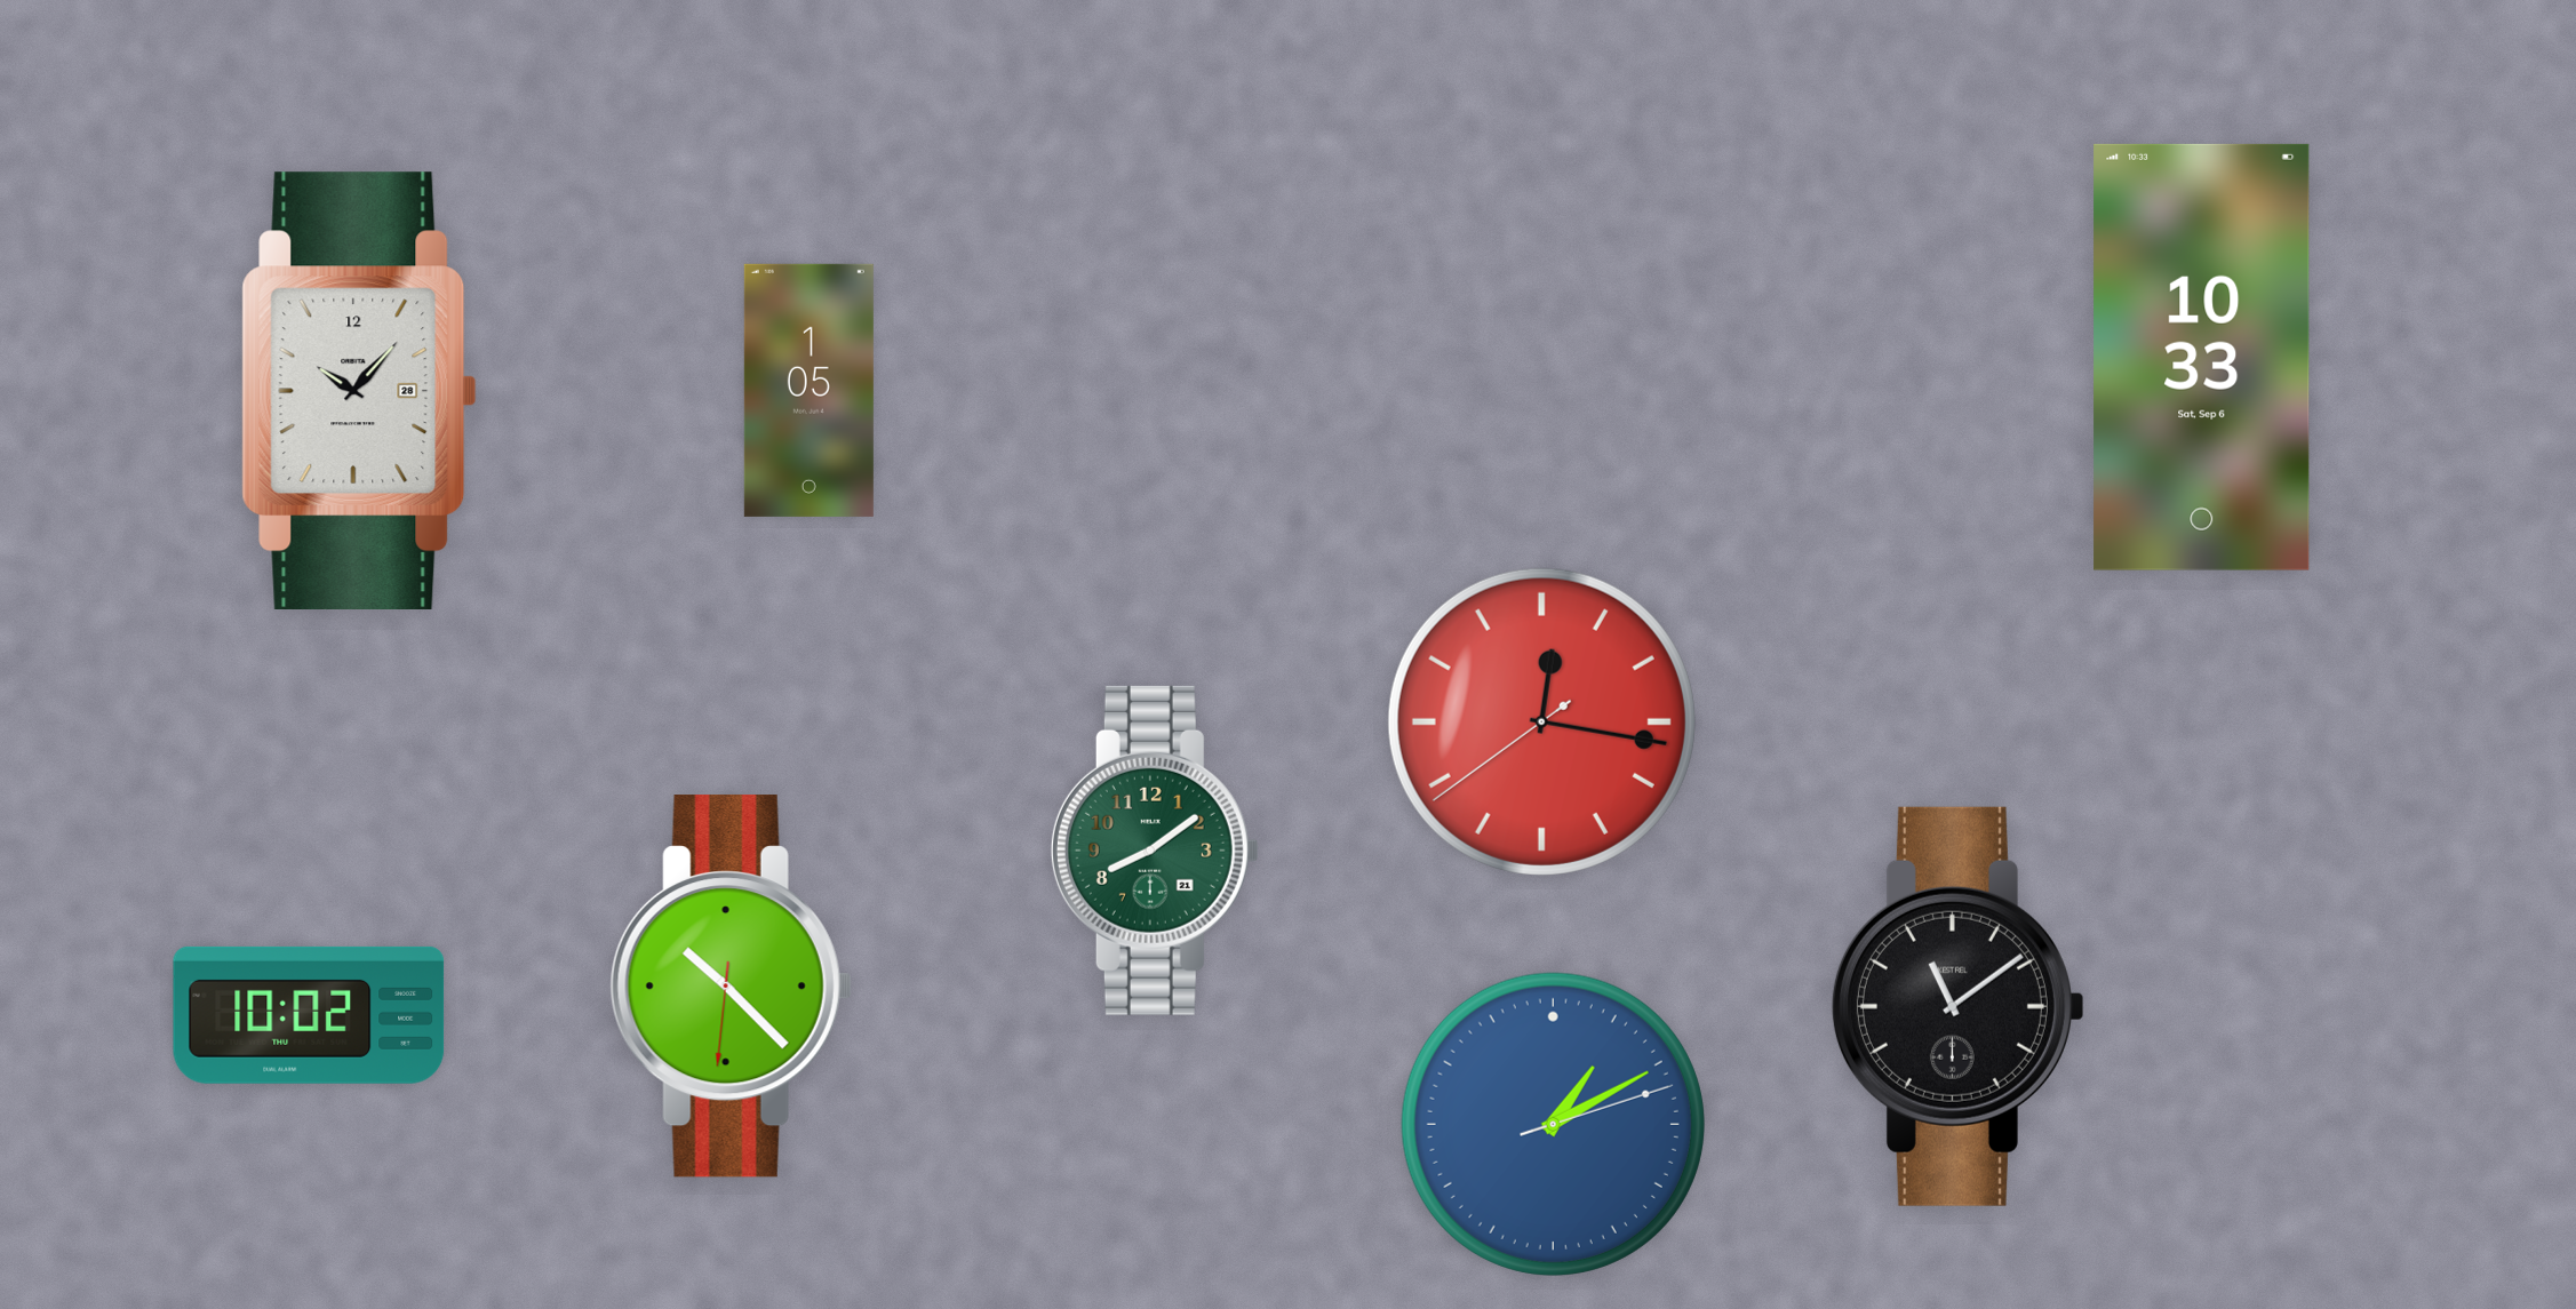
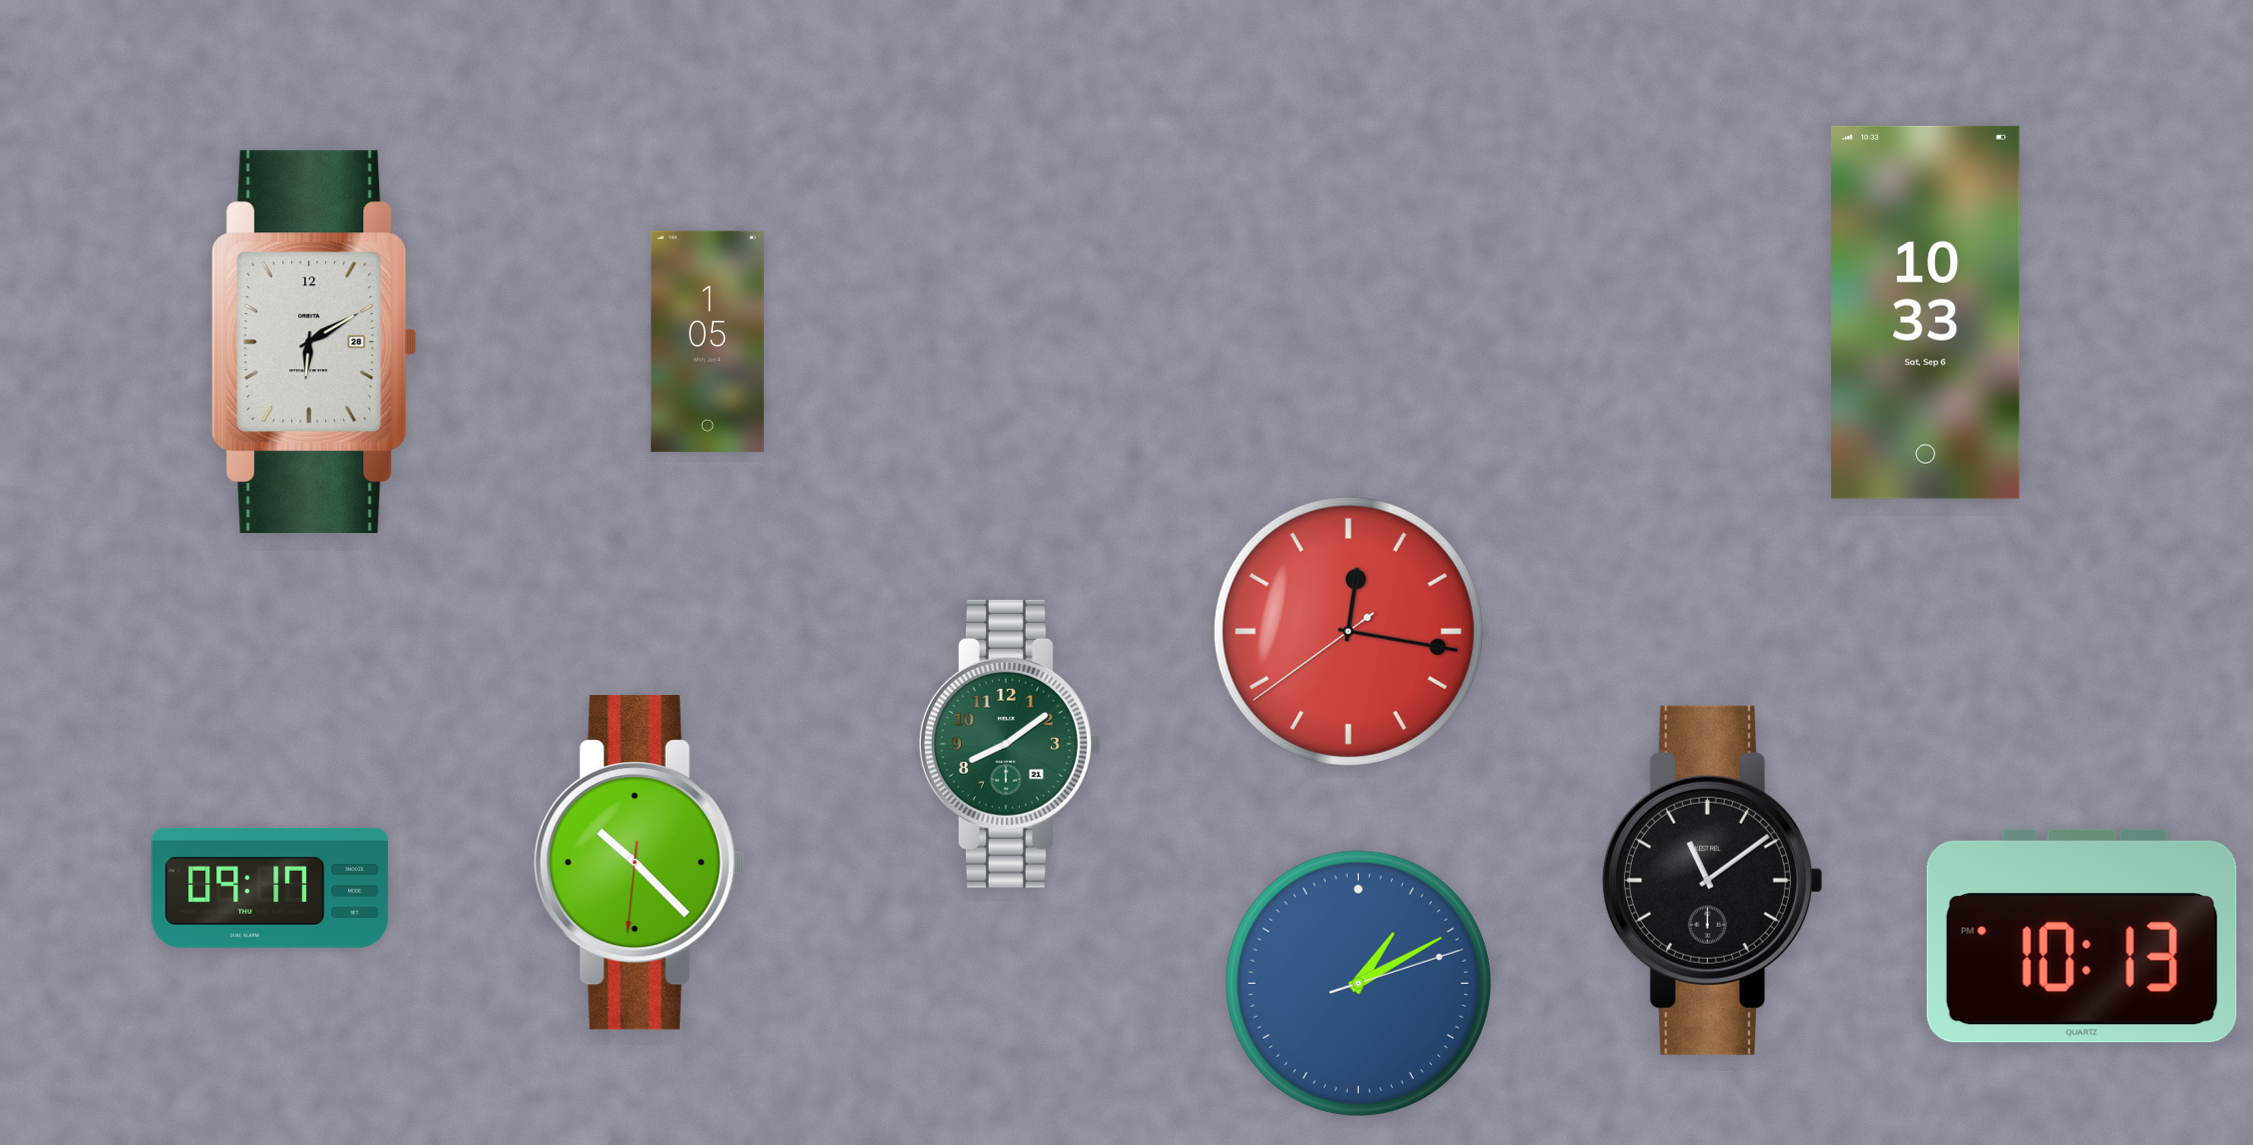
clock at (359, 390): 10:07 -> 6:10
clock at (309, 1015): 10:02 -> 09:17
clock at (2082, 936): none -> 10:13
